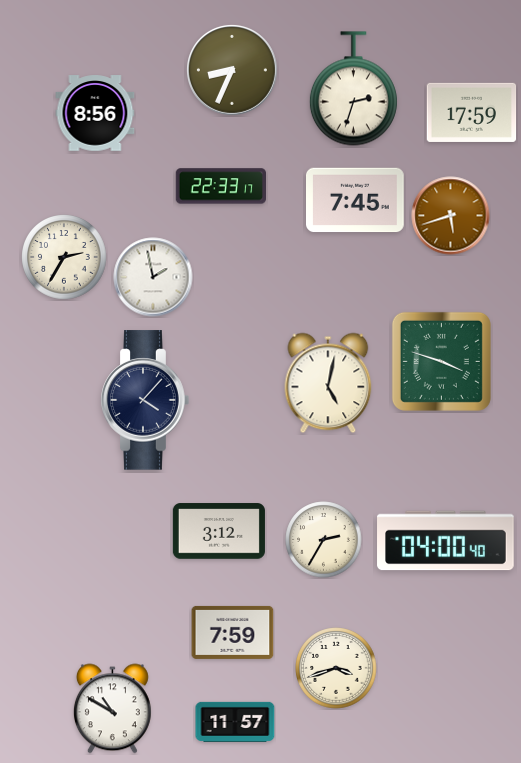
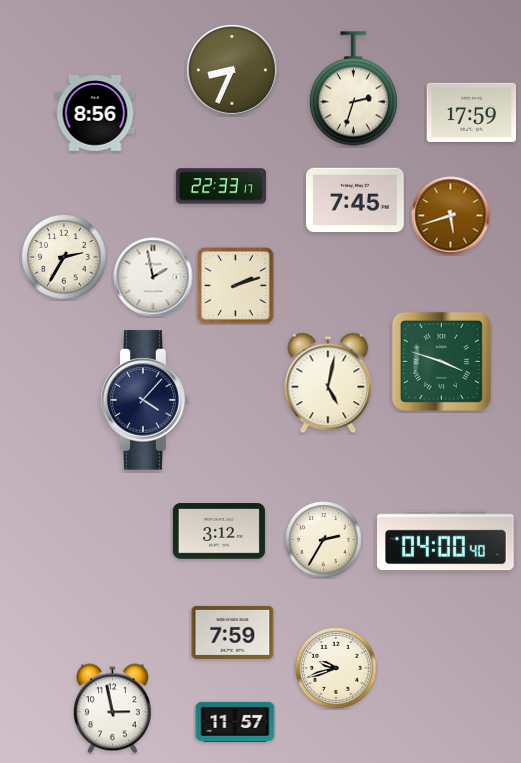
clock at (236, 286): none -> 2:12
clock at (336, 668): 3:42 -> 9:42
clock at (112, 709): 10:50 -> 2:58
